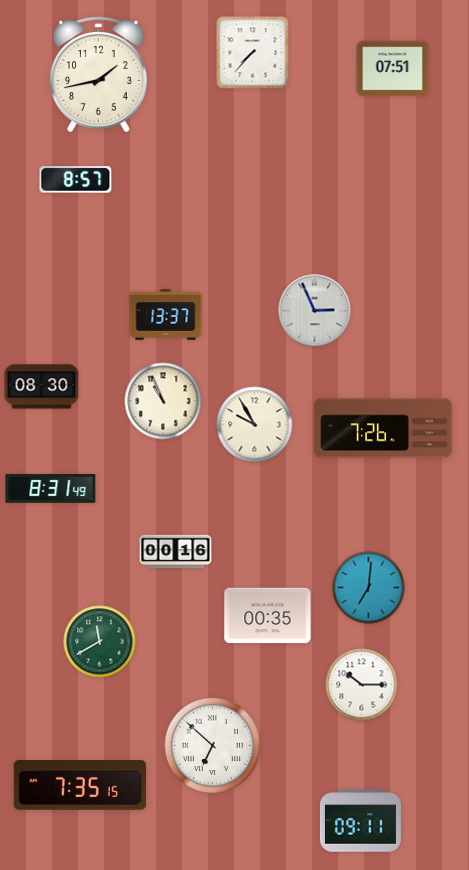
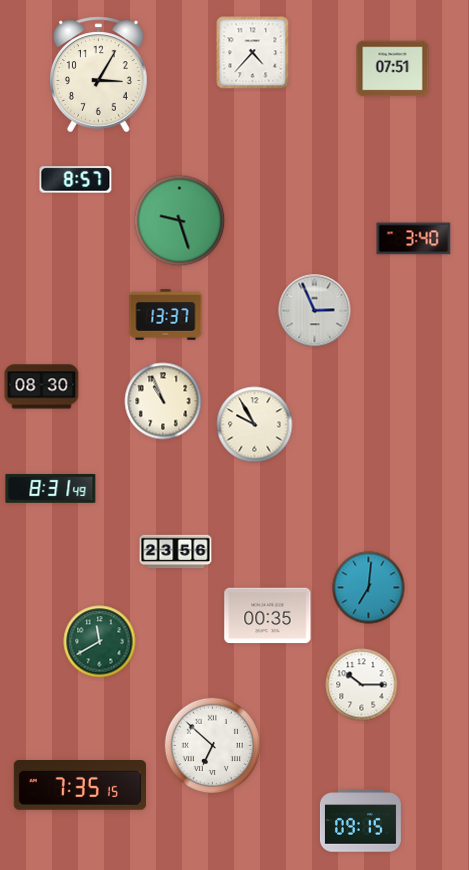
clock at (253, 53): 7:37 -> 4:37
clock at (99, 75): 1:43 -> 3:05
clock at (180, 221): none -> 9:27
clock at (414, 239): none -> 3:40
clock at (383, 428): 7:26 -> none
clock at (176, 552): 00:16 -> 23:56
clock at (360, 821): 09:11 -> 09:15
